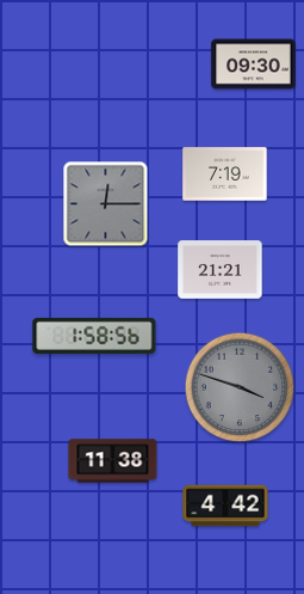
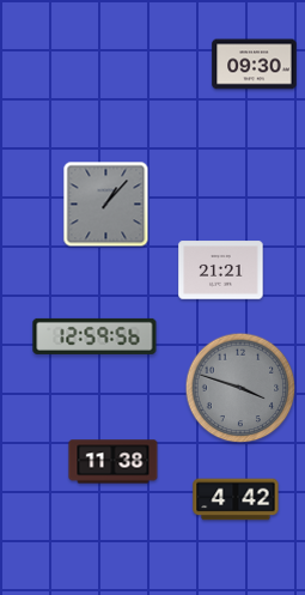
clock at (225, 174): 7:19 -> none
clock at (106, 204): 12:15 -> 1:07
clock at (94, 336): 1:58 -> 12:59
clock at (225, 506) position: (225, 506) -> (236, 499)
